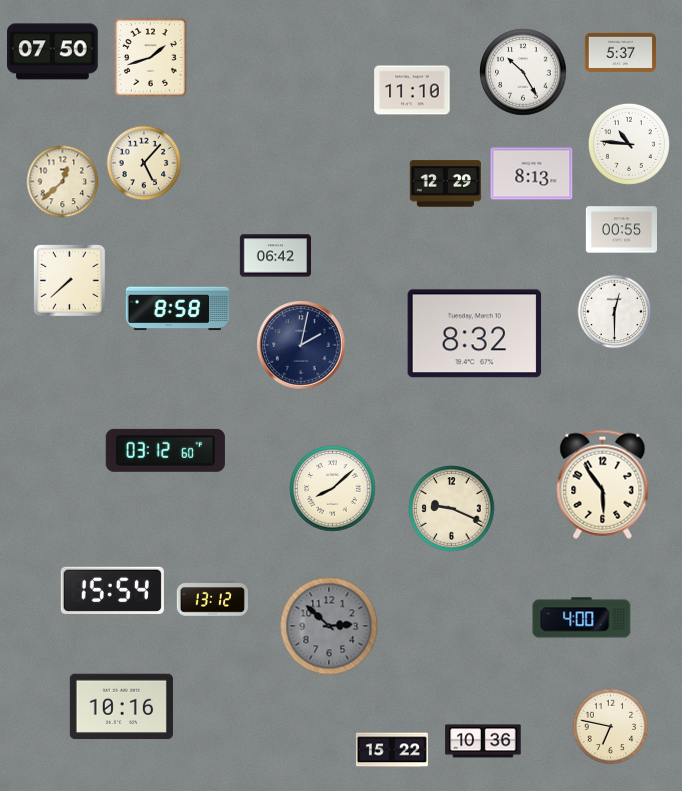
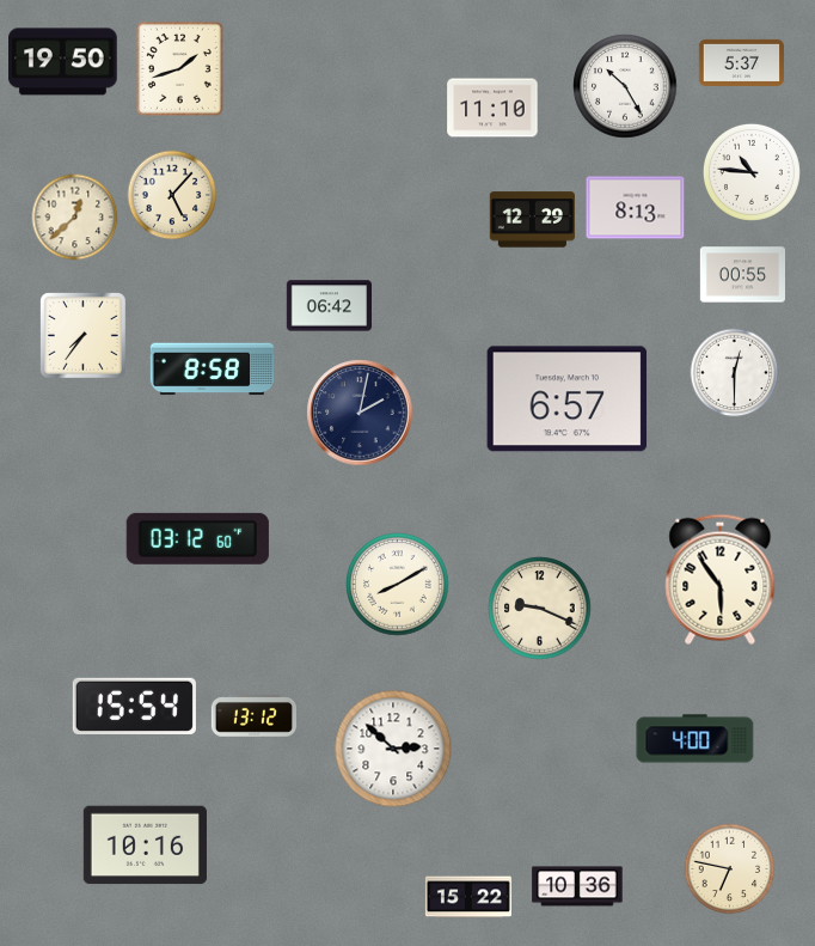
clock at (53, 52): 07:50 -> 19:50
clock at (69, 280): 7:38 -> 7:36
clock at (475, 334): 8:32 -> 6:57
clock at (333, 489): 8:08 -> 8:10
clock at (329, 626) dial: grey -> white
